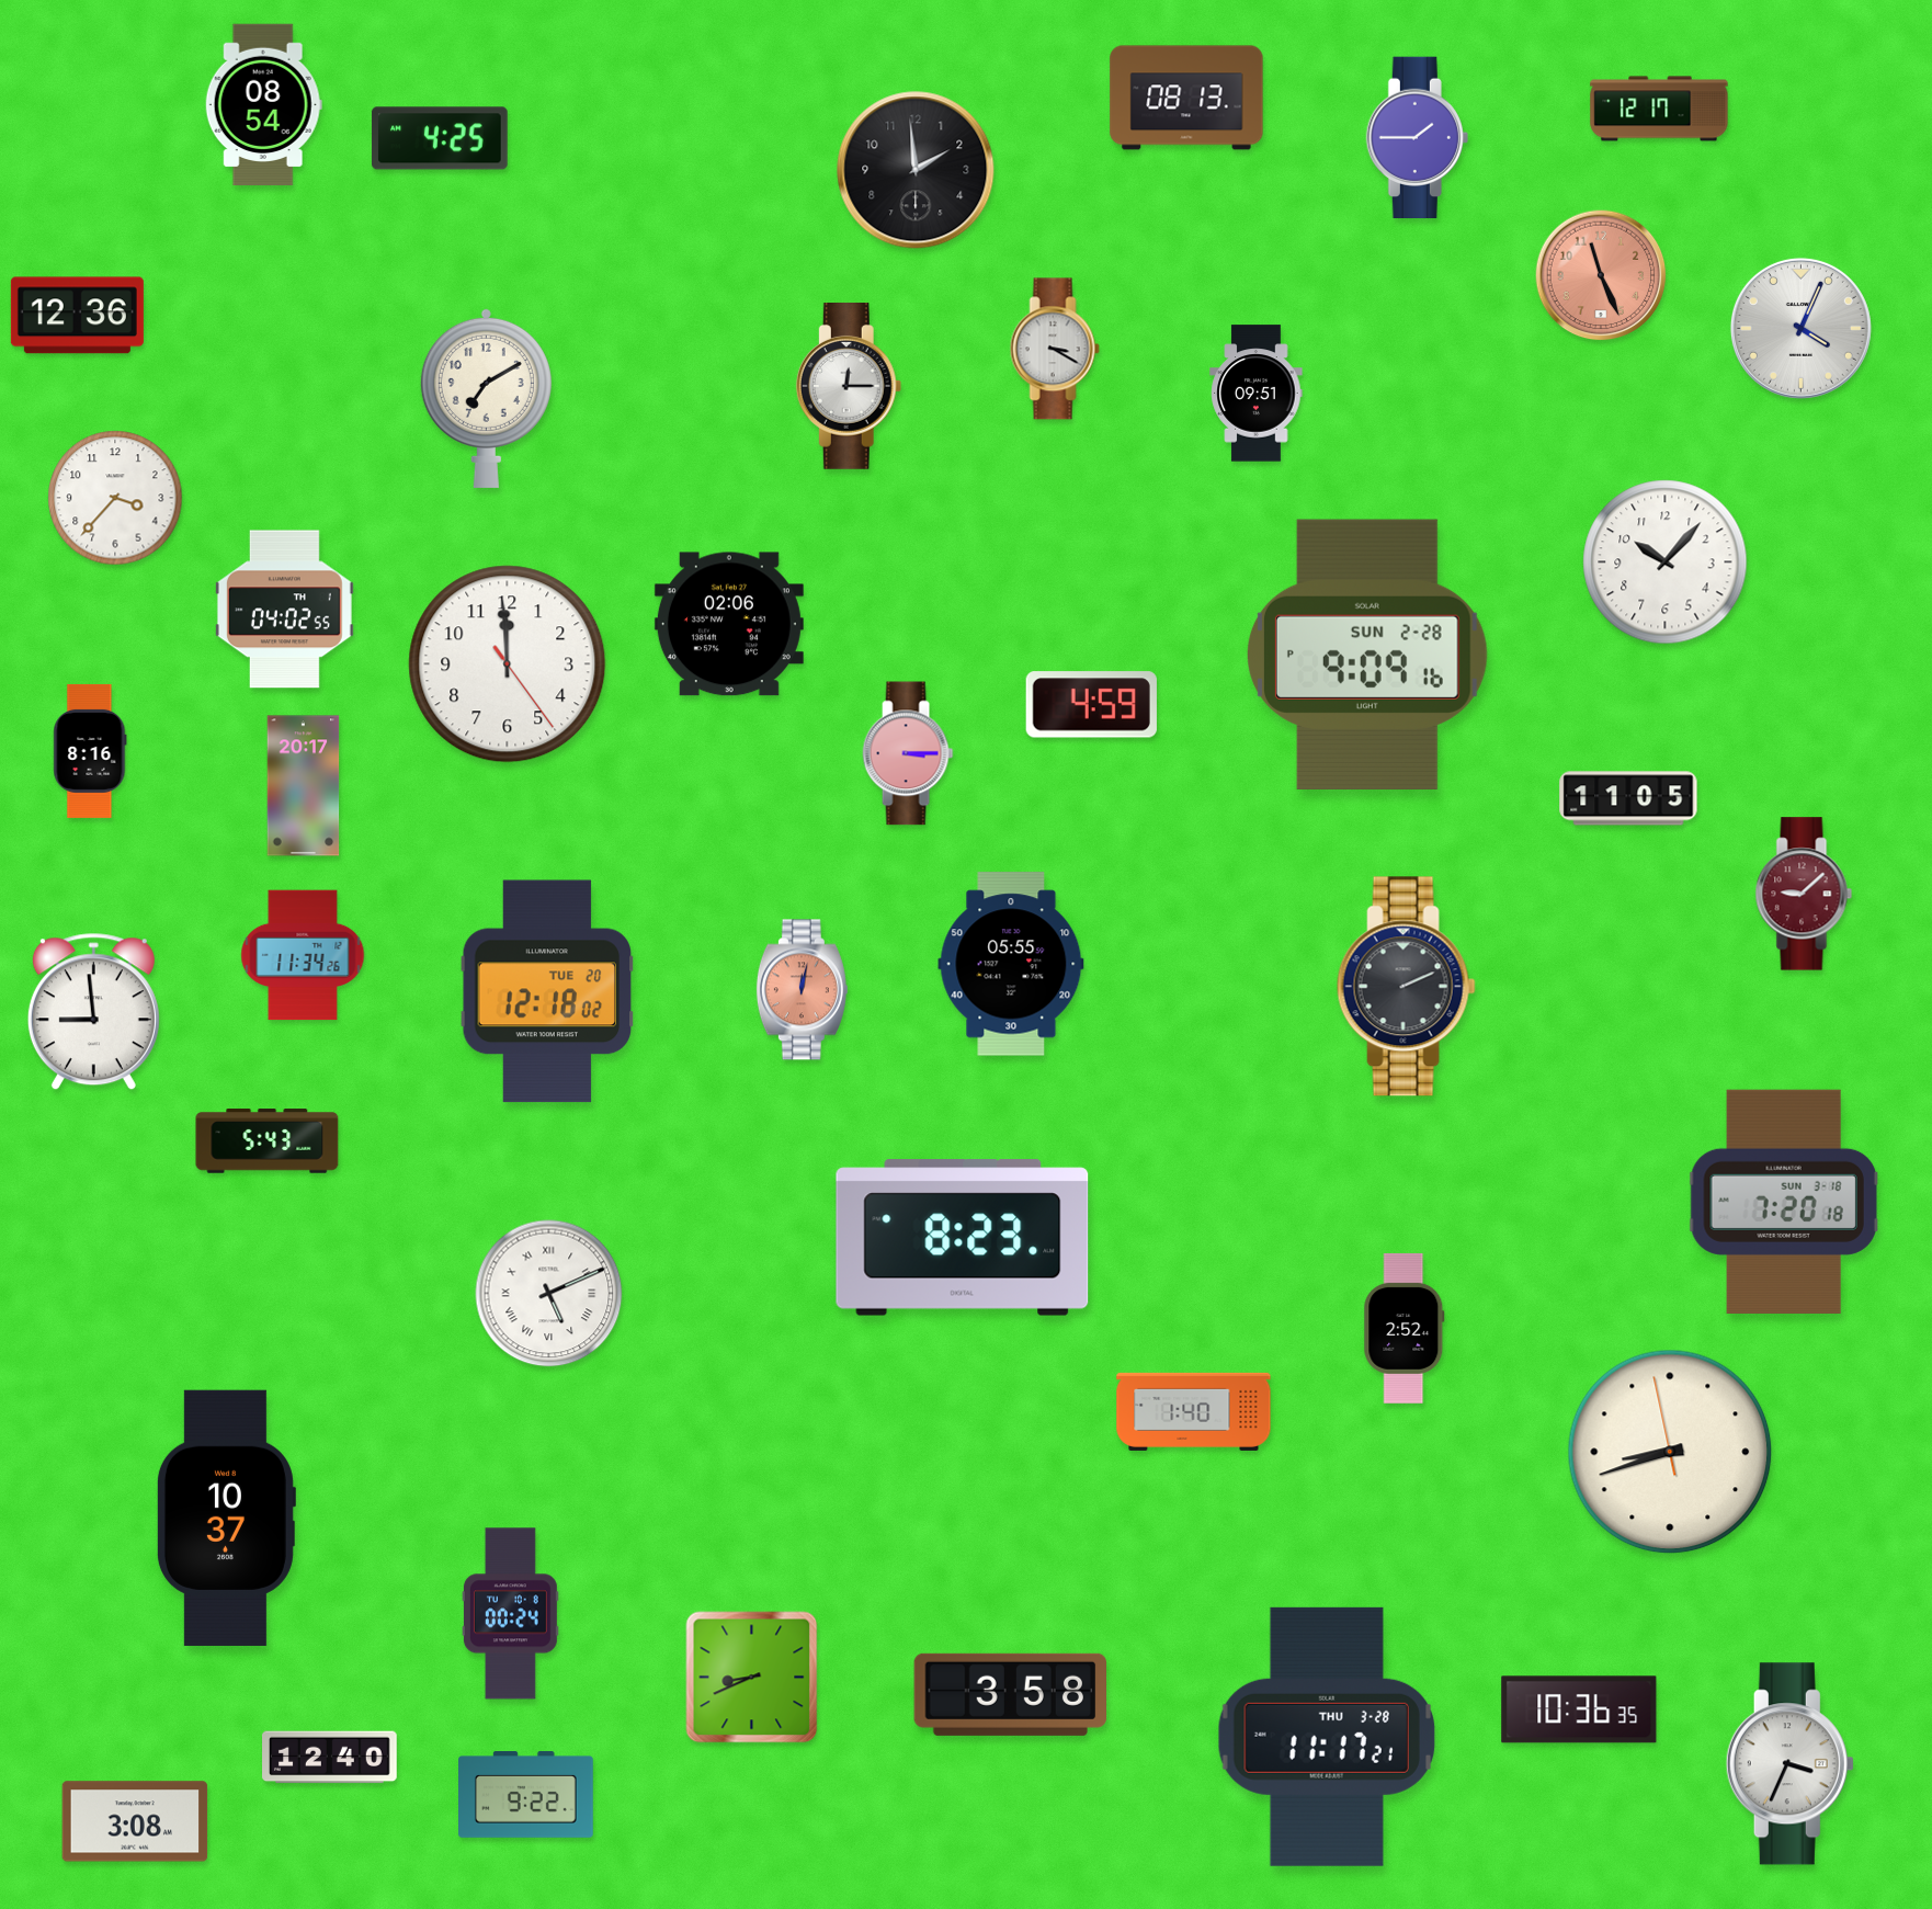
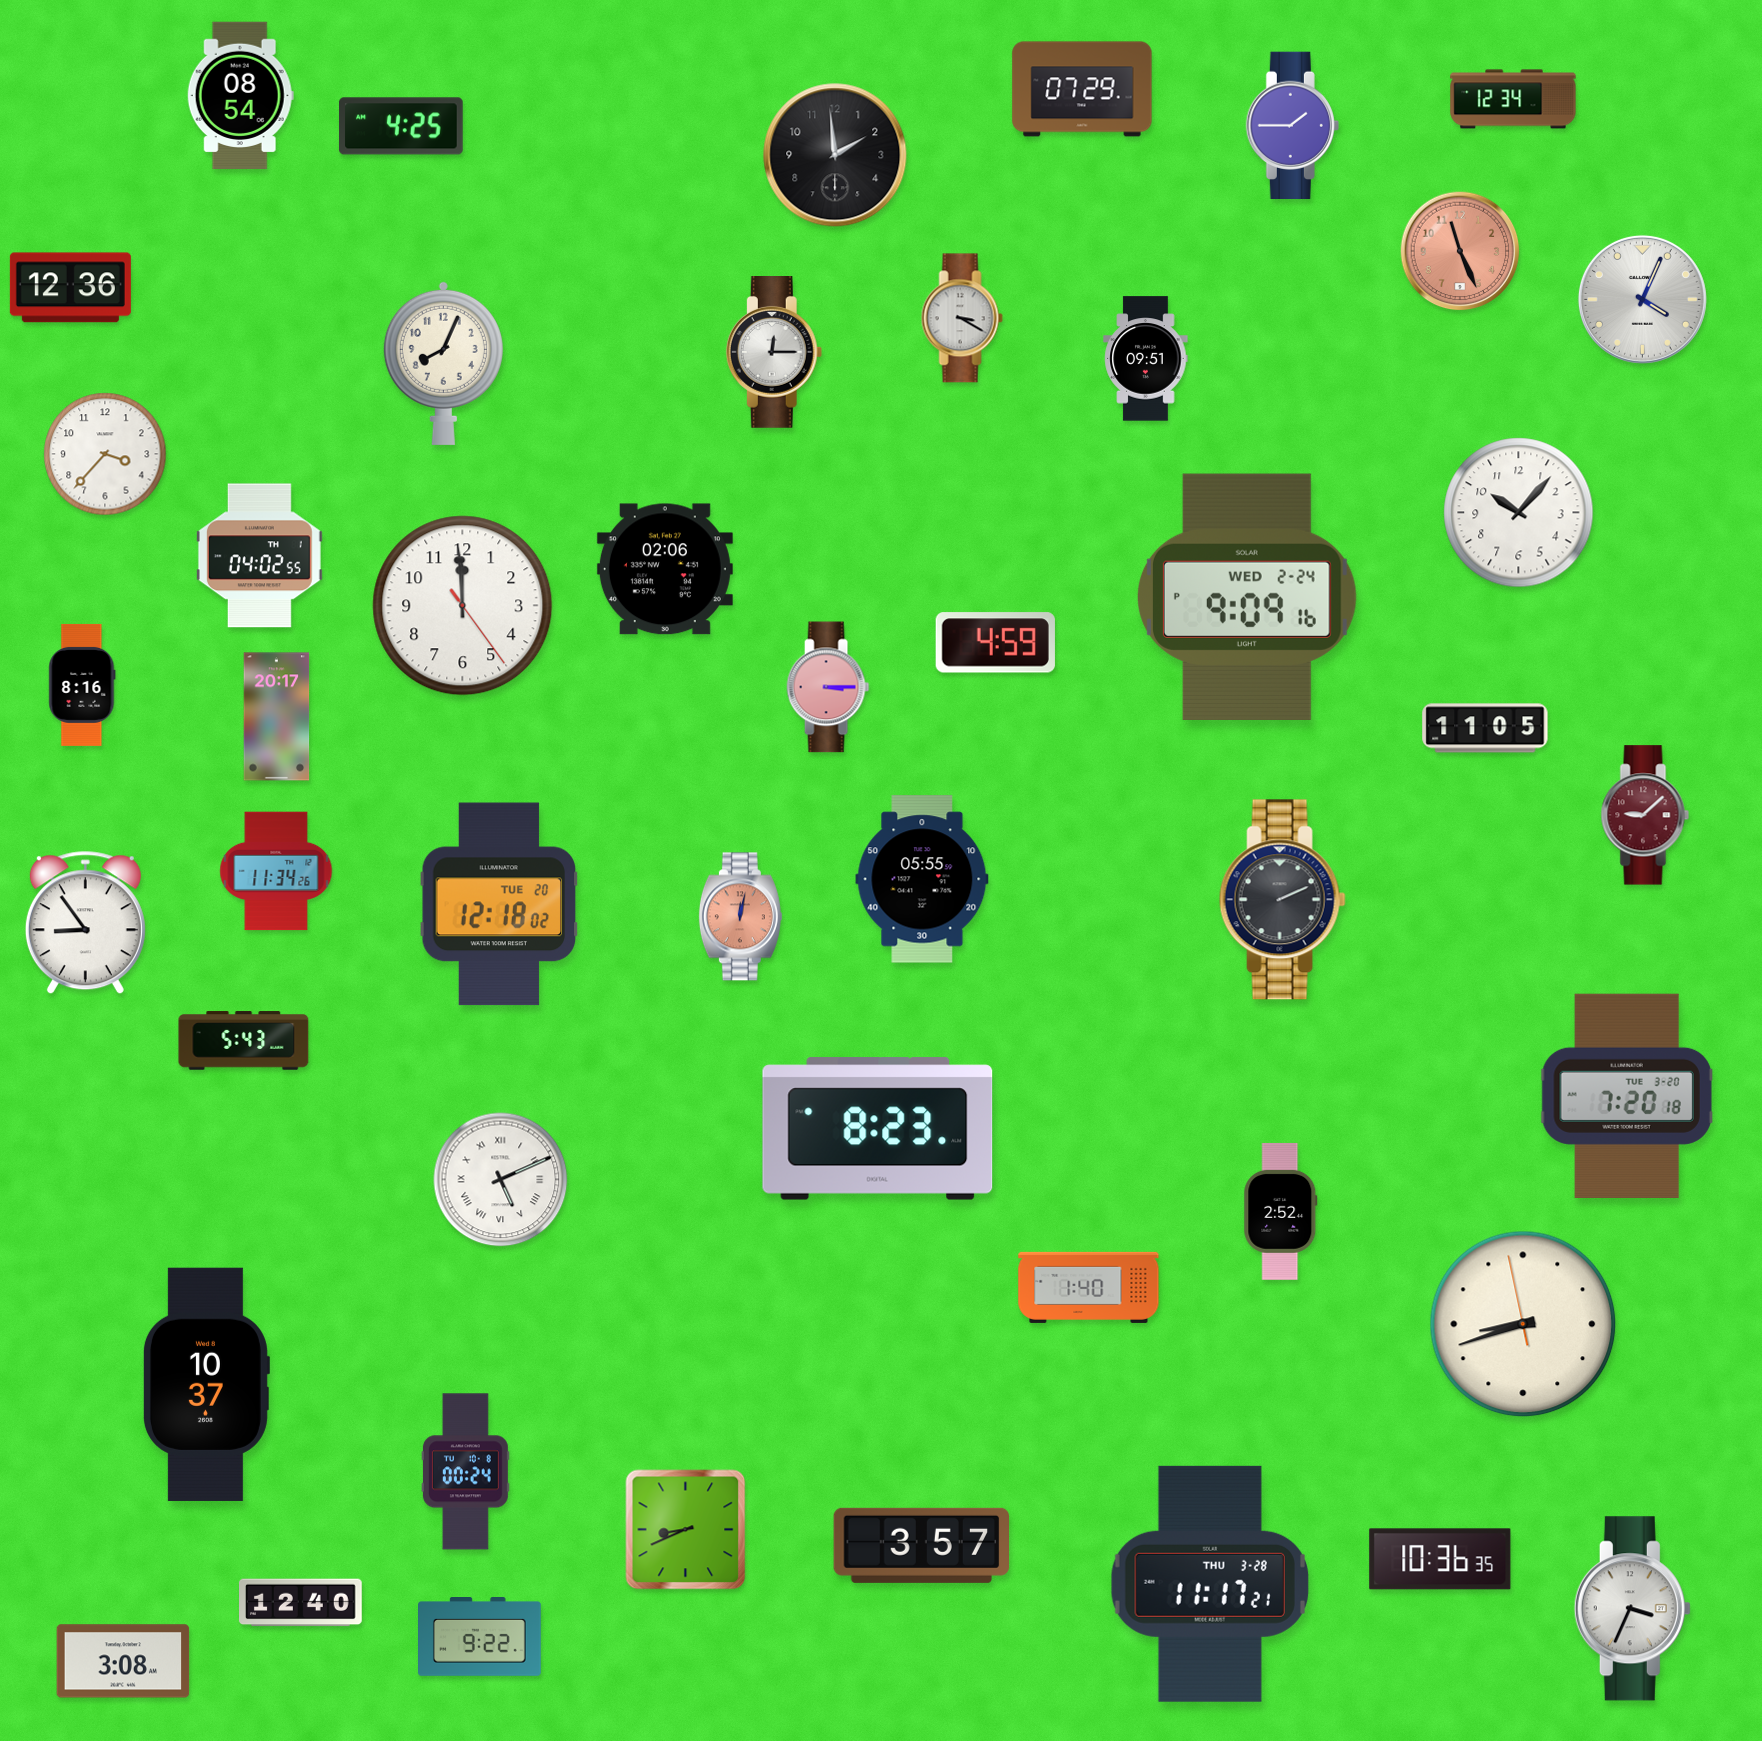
clock at (1186, 98): 08:13 -> 07:29
clock at (1659, 109): 12:17 -> 12:34
clock at (486, 398): 7:10 -> 8:04
clock at (1367, 655) date: SUN 2-28 -> WED 2-24
clock at (802, 990) position: (802, 990) -> (740, 917)
clock at (93, 1012): 8:59 -> 8:54
clock at (1784, 1201) date: SUN 3-18 -> TUE 3-20
clock at (1011, 1694): 3:58 -> 3:57
